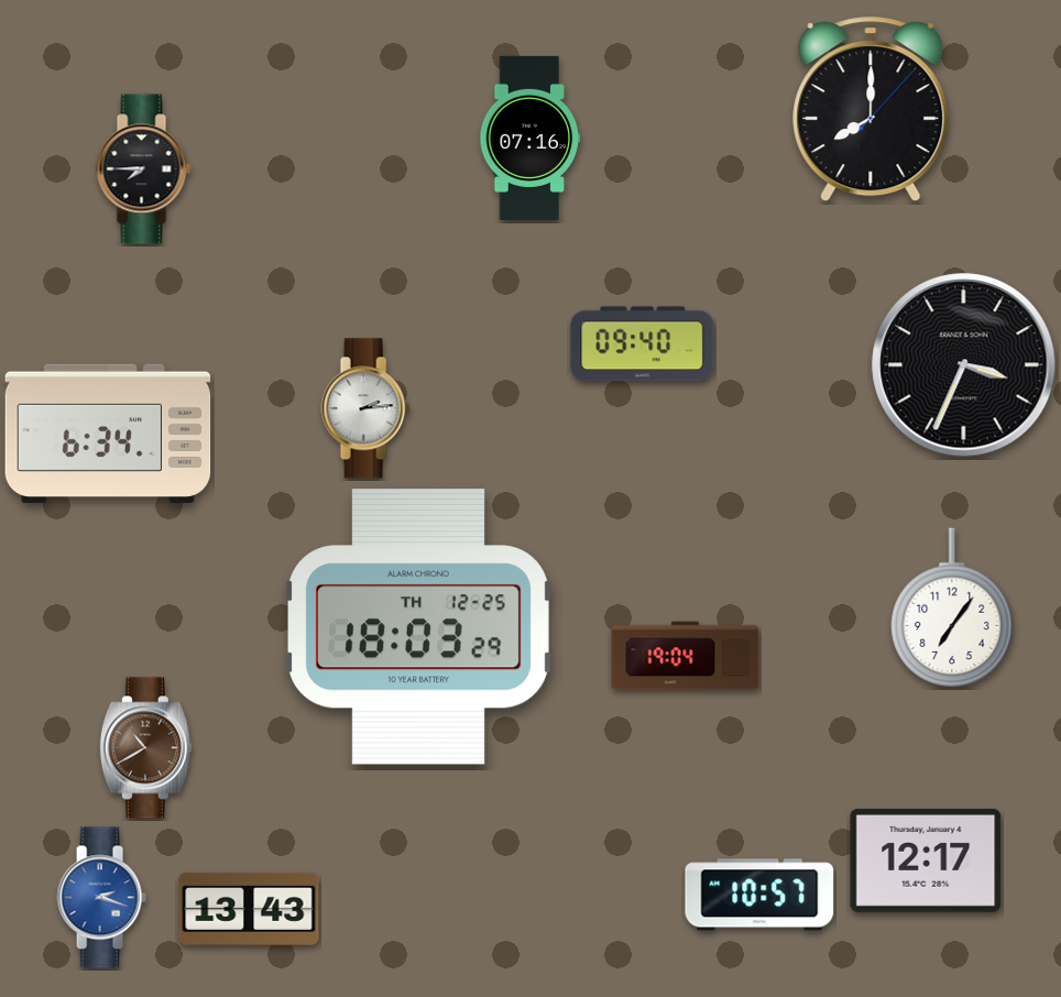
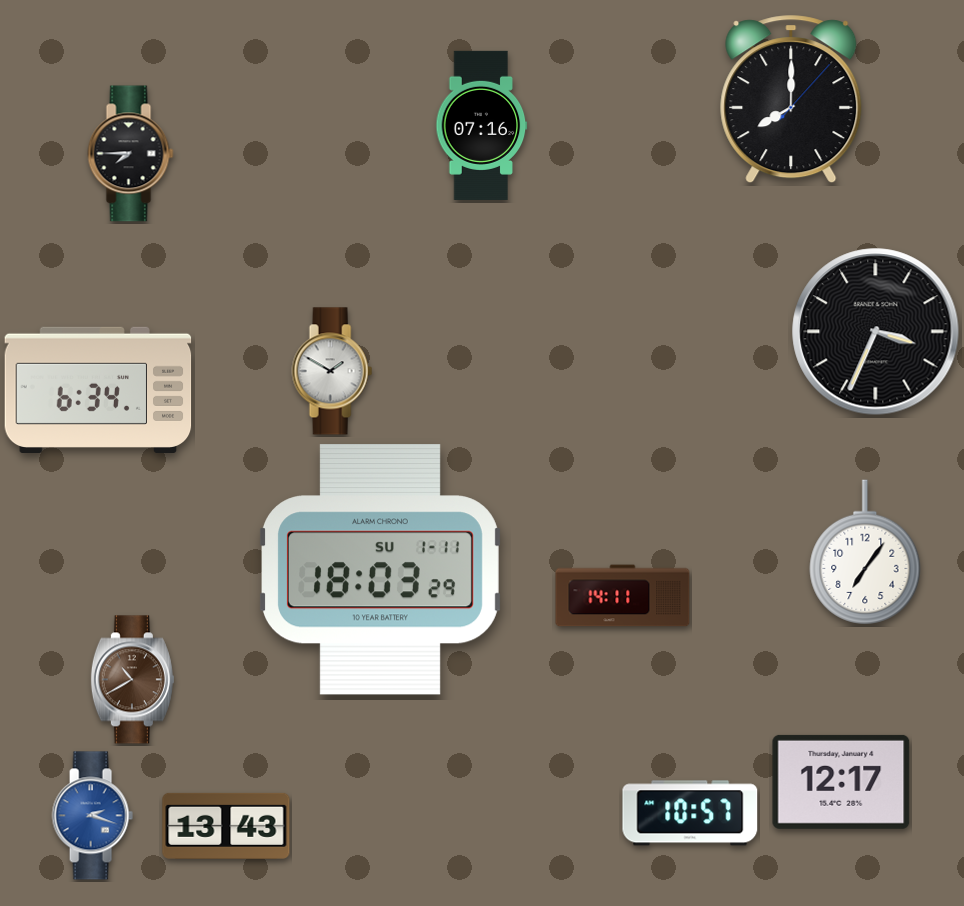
clock at (643, 344): 09:40 -> none
clock at (365, 408): 2:14 -> 1:50
clock at (108, 432) position: (108, 432) -> (98, 389)
clock at (419, 627) date: TH 12-25 -> SU 1-11
clock at (686, 656): 19:04 -> 14:11
